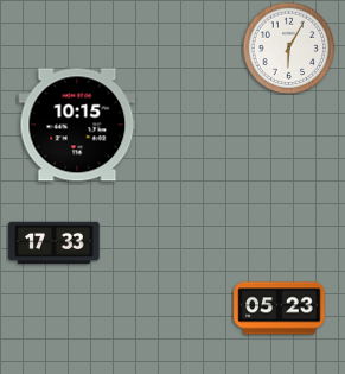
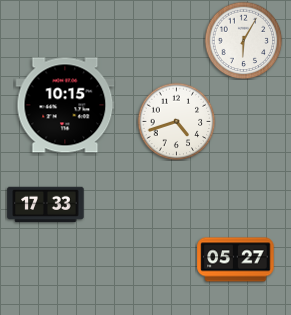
clock at (176, 121): none -> 4:42
clock at (280, 309): 05:23 -> 05:27
